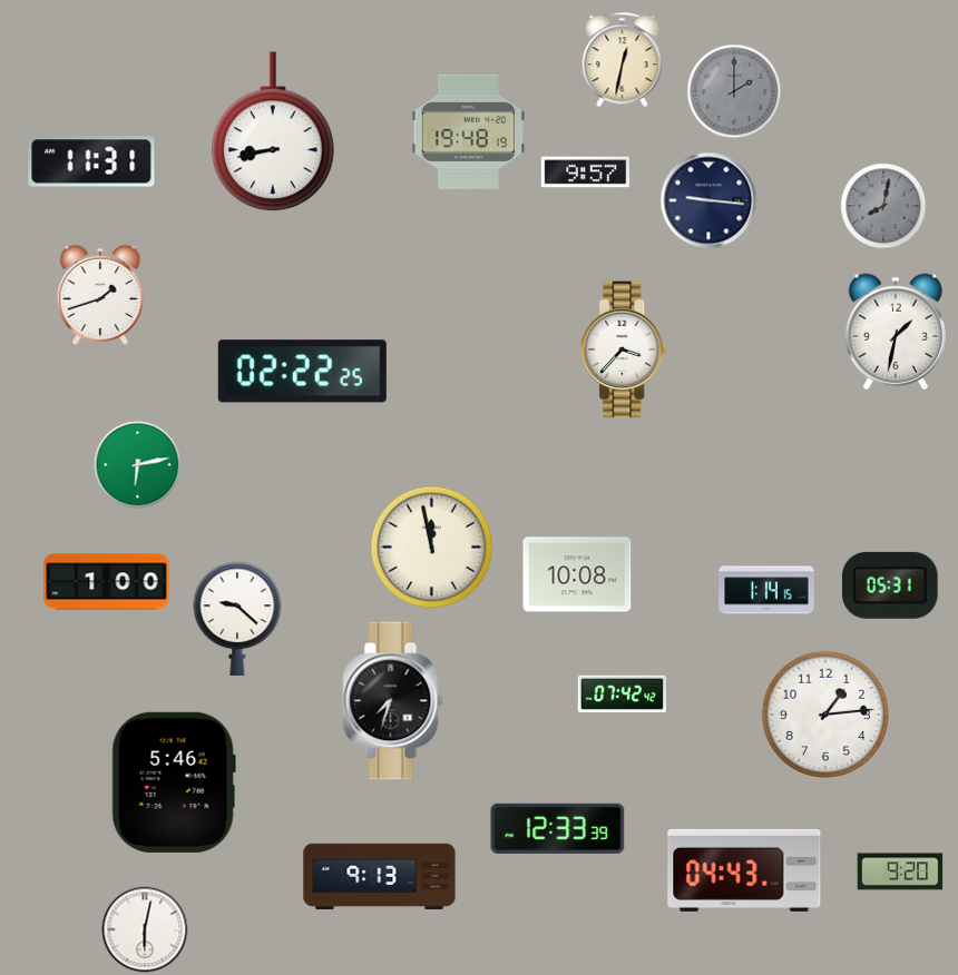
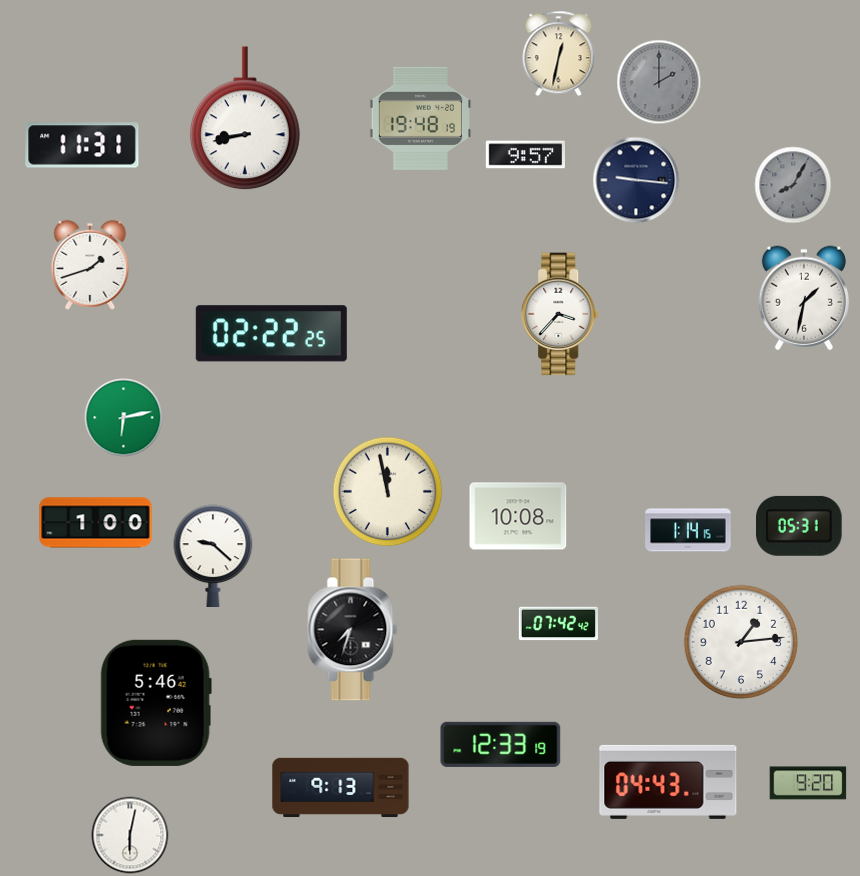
clock at (883, 206): 8:02 -> 8:05
clock at (558, 828): 12:33:39 -> 12:33:19
